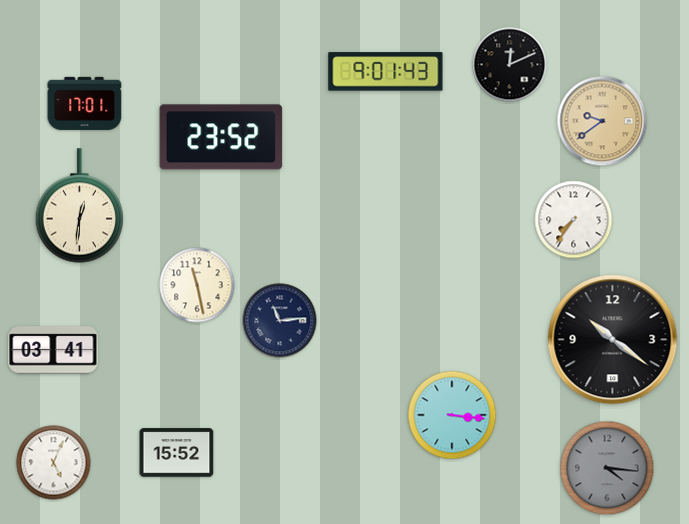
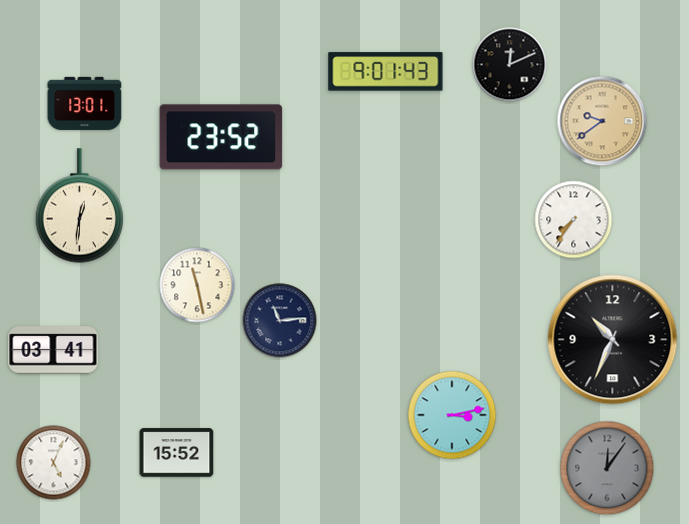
clock at (85, 103): 17:01 -> 13:01
clock at (613, 340): 10:21 -> 10:34
clock at (452, 415): 3:16 -> 3:13
clock at (607, 468): 4:16 -> 12:06
